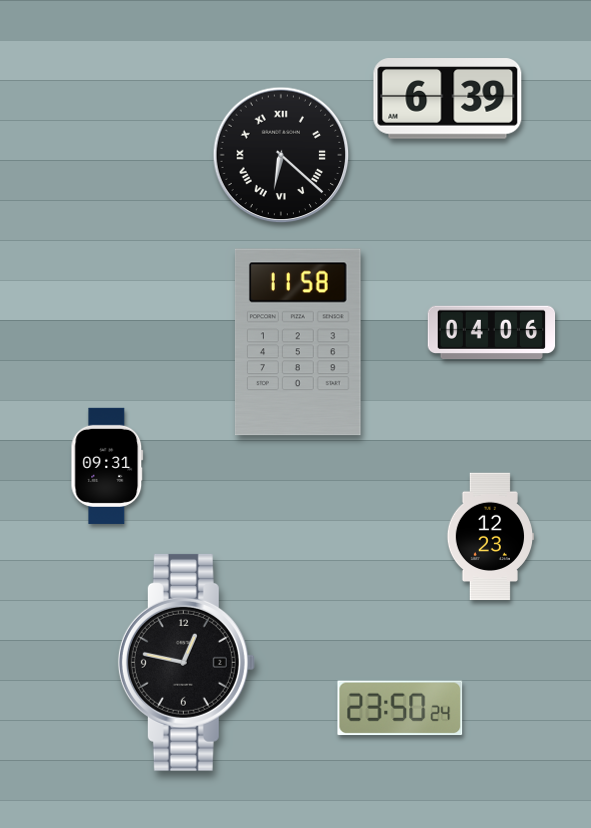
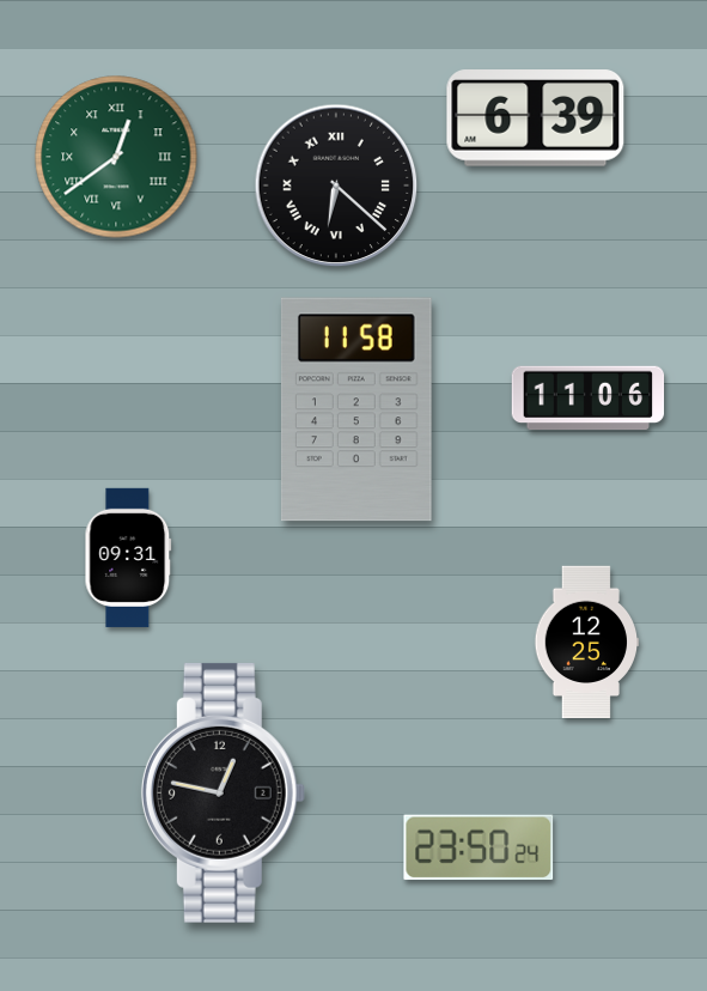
clock at (116, 157): none -> 12:39
clock at (492, 333): 04:06 -> 11:06
clock at (491, 537): 12:23 -> 12:25
